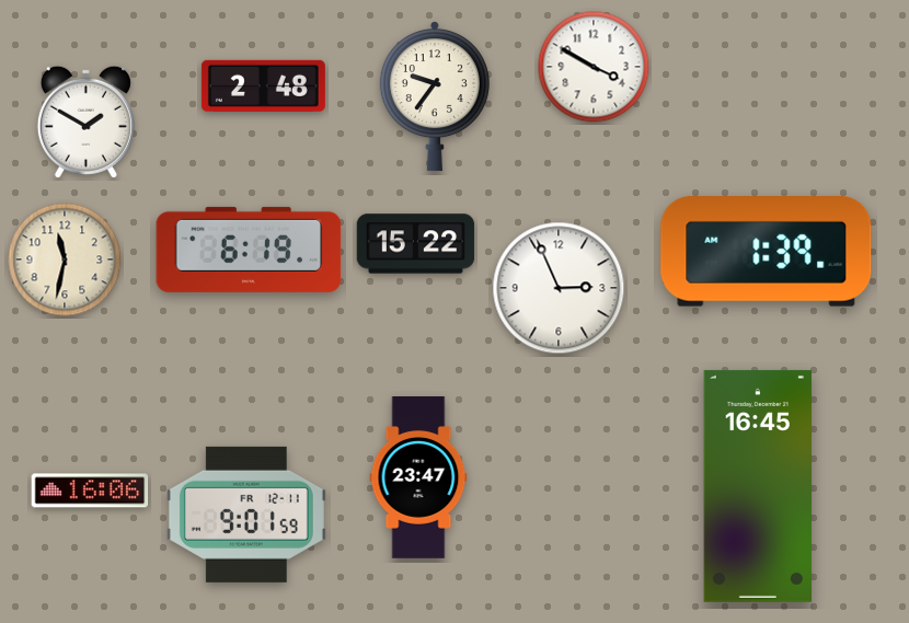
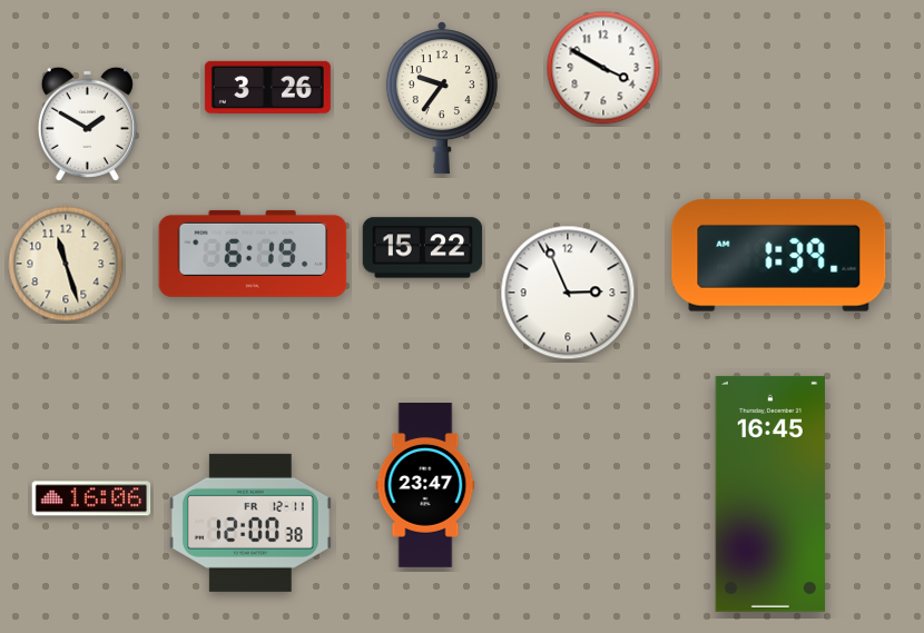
clock at (263, 85): 2:48 -> 3:26
clock at (65, 259): 11:32 -> 11:27
clock at (246, 515): 9:01 -> 12:00
